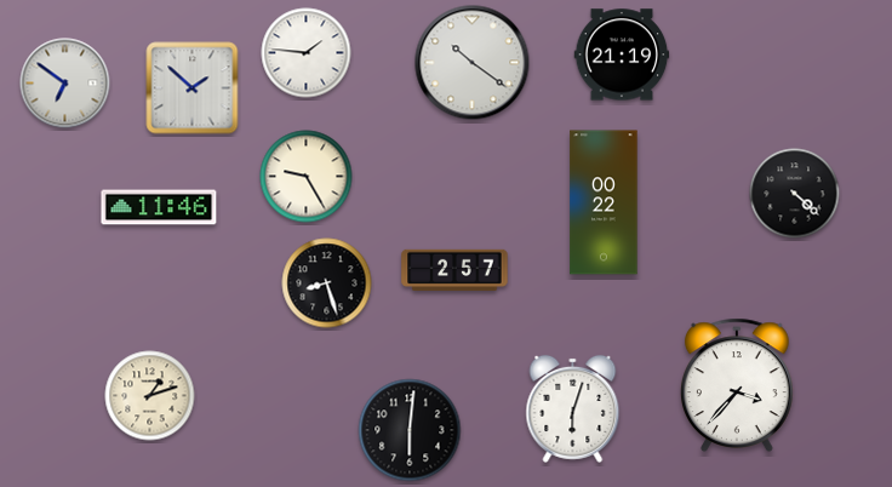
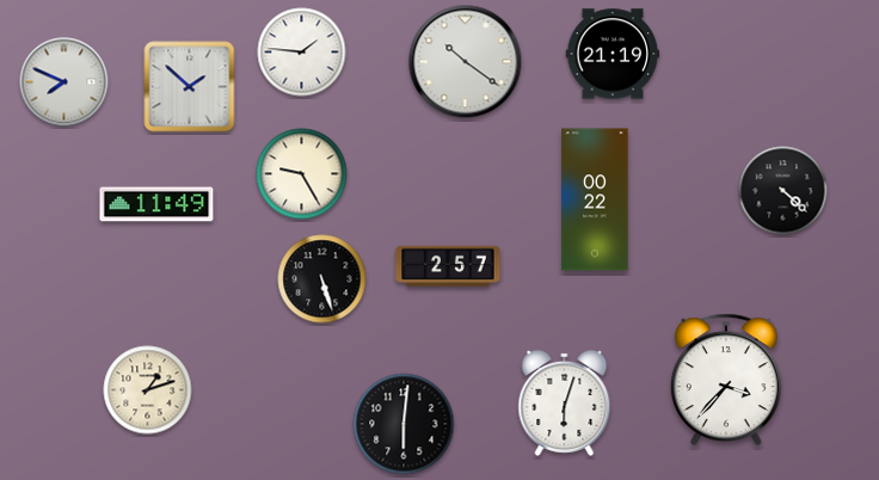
clock at (65, 84): 6:51 -> 7:49
clock at (159, 207): 11:46 -> 11:49
clock at (327, 283): 8:27 -> 5:27
